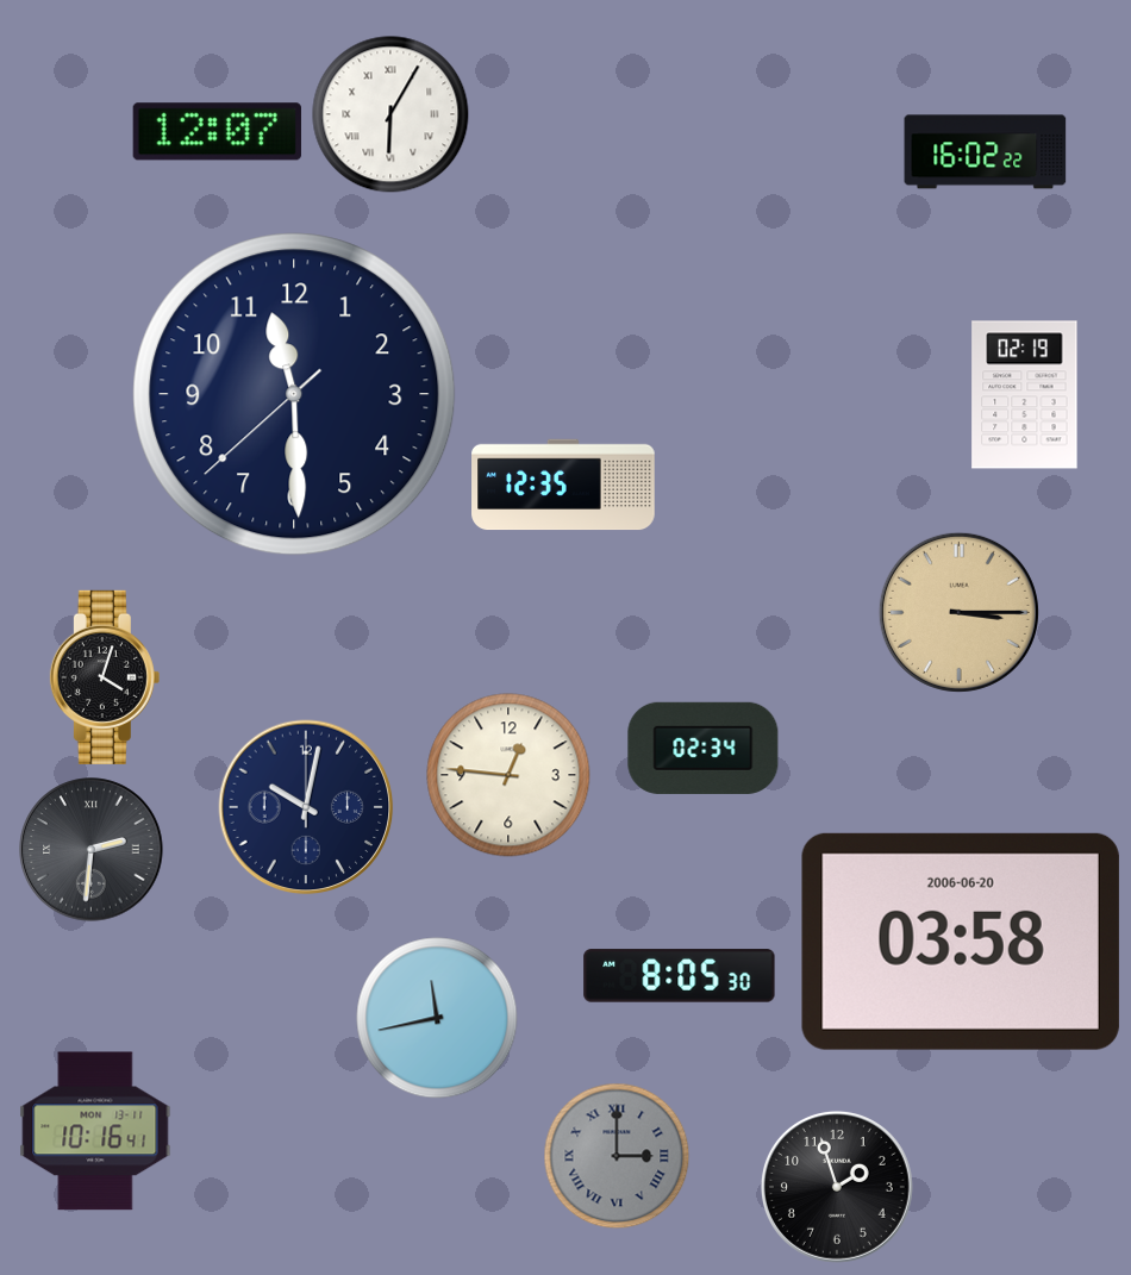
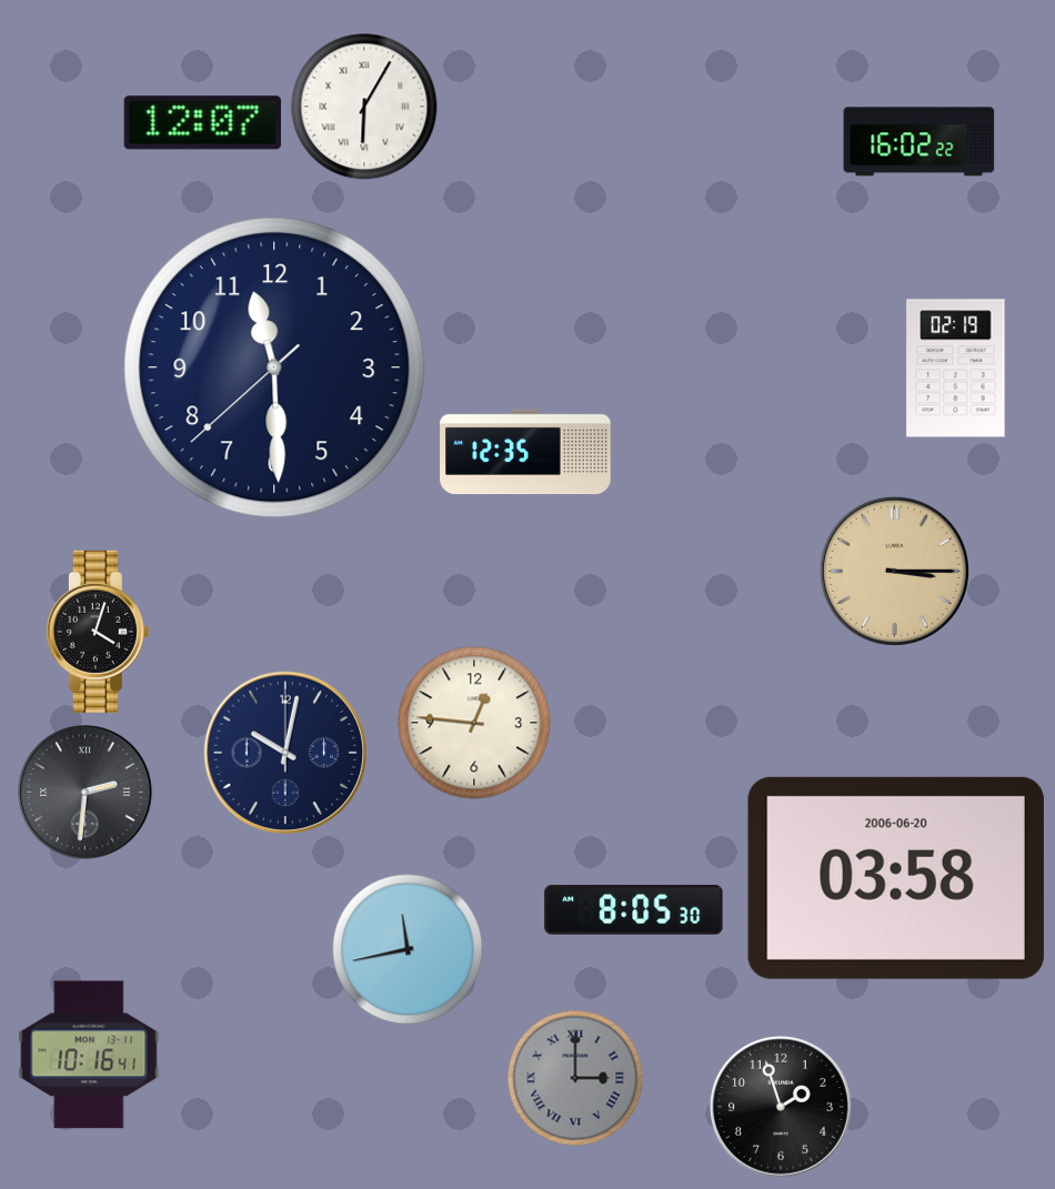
clock at (704, 748): 02:34 -> none
